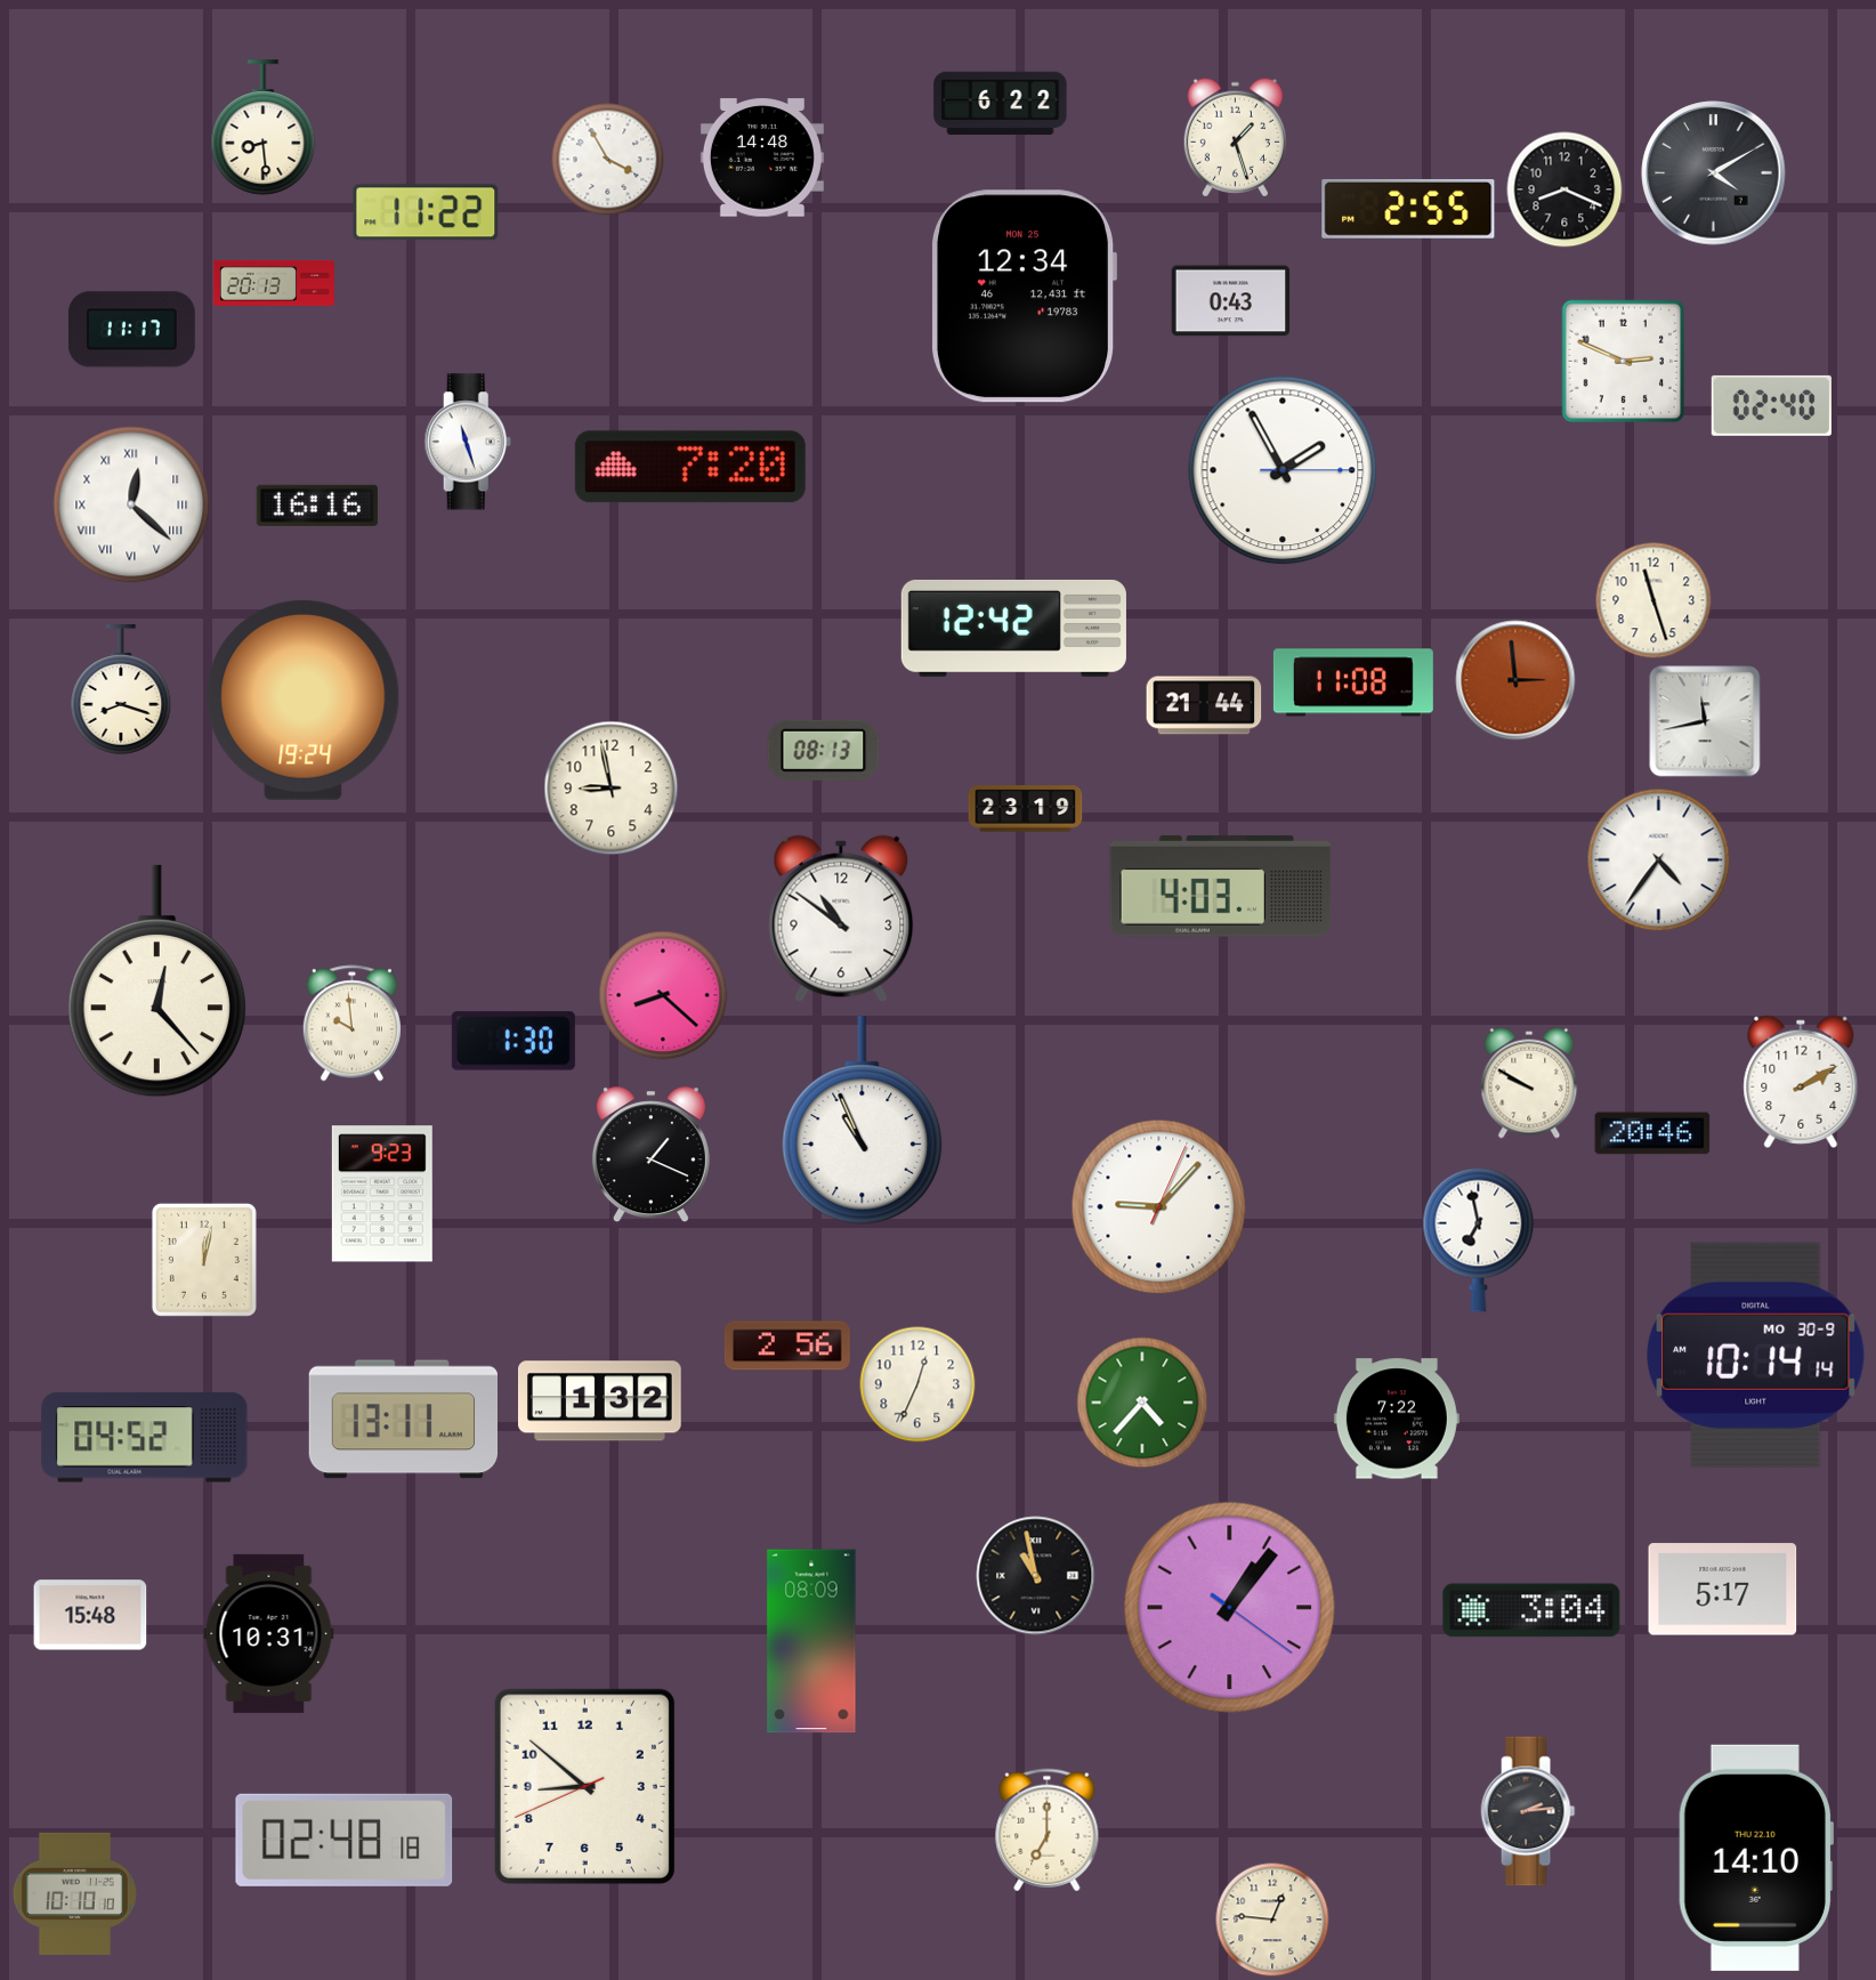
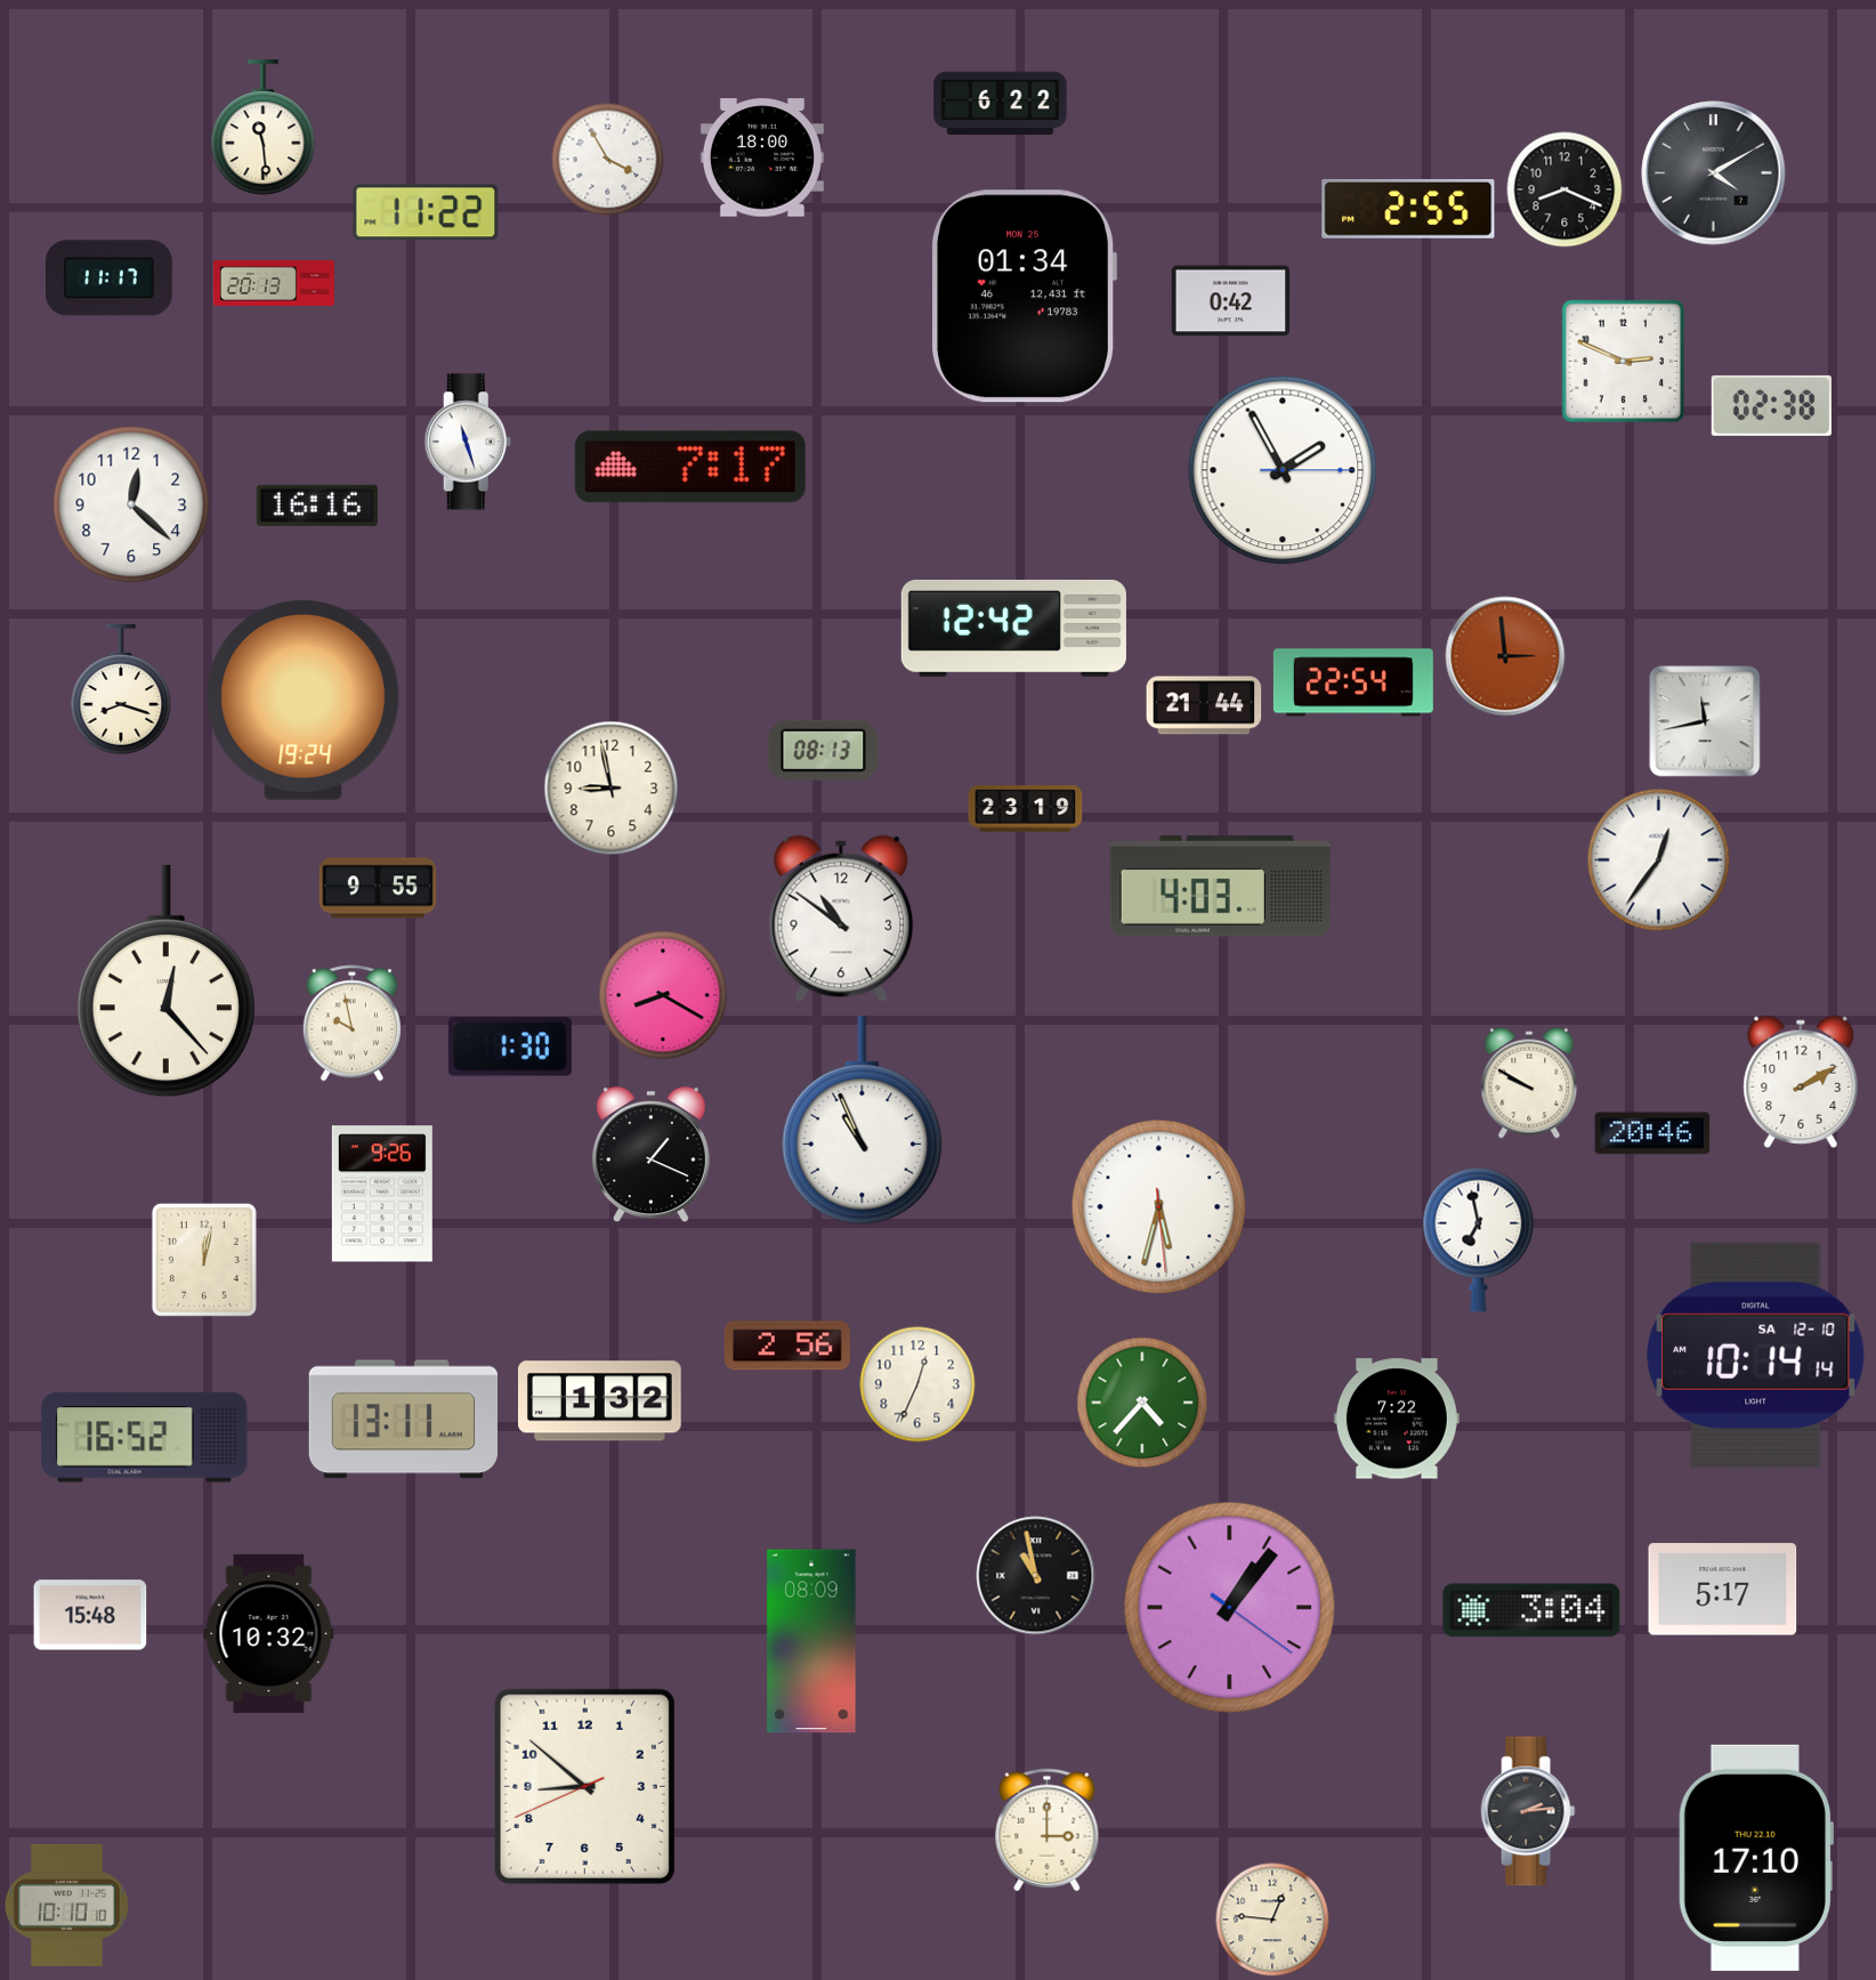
clock at (264, 128): 8:29 -> 11:29
clock at (1235, 138): 1:27 -> none
clock at (762, 157): 14:48 -> 18:00
clock at (1024, 297): 12:34 -> 01:34
clock at (1231, 301): 0:43 -> 0:42
clock at (131, 330) position: (131, 330) -> (108, 278)
clock at (1771, 405): 02:40 -> 02:38
clock at (690, 467): 7:20 -> 7:17
clock at (131, 504) numerals: Roman -> Arabic
clock at (1653, 600): 11:27 -> none
clock at (1515, 680) position: (1515, 680) -> (1505, 656)
clock at (1353, 682): 11:08 -> 22:54
clock at (1659, 860): 4:36 -> 12:36
clock at (378, 888): none -> 9:55
clock at (156, 981) position: (156, 981) -> (165, 981)
clock at (663, 995): 8:22 -> 8:20
clock at (351, 1024): 9:59 -> 9:58
clock at (514, 1041) position: (514, 1041) -> (510, 1046)
clock at (382, 1194): 9:23 -> 9:26
clock at (1159, 1207): 9:07 -> 5:32
clock at (1756, 1355) date: MO 30-9 -> SA 12-10
clock at (145, 1438): 04:52 -> 16:52
clock at (269, 1633): 10:31 -> 10:32
clock at (1048, 1831): 7:00 -> 3:00
clock at (345, 1840): 02:48 -> none
clock at (1756, 1858): 14:10 -> 17:10
clock at (74, 1893) position: (74, 1893) -> (66, 1905)
